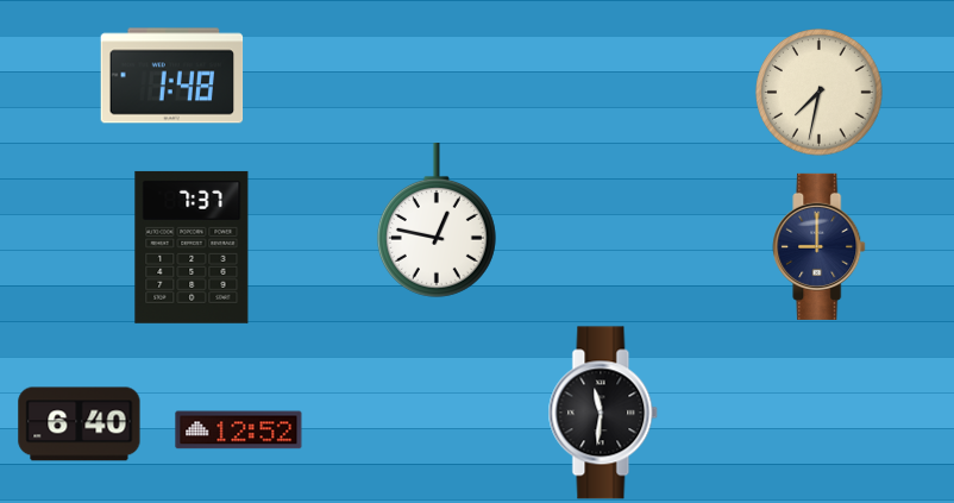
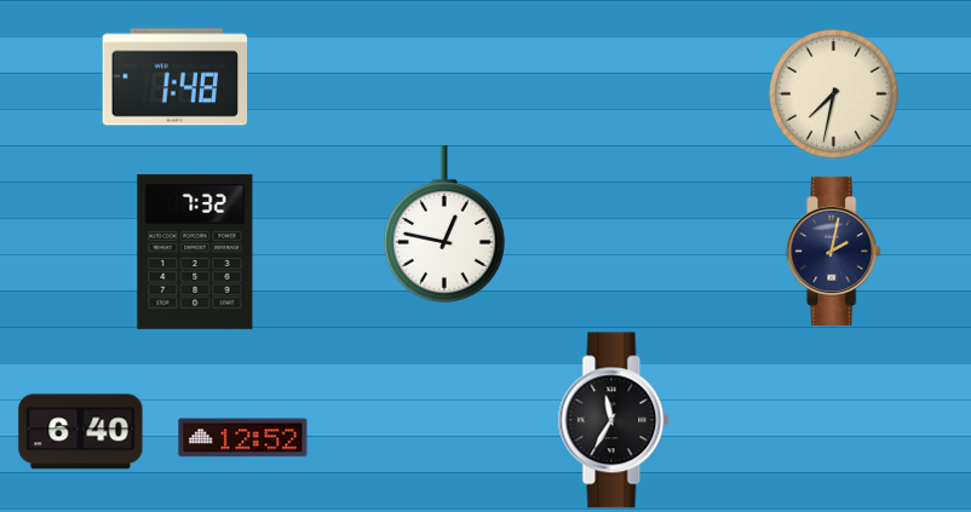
clock at (820, 246): 9:00 -> 2:02
clock at (192, 247): 7:37 -> 7:32
clock at (603, 413): 11:31 -> 11:35
